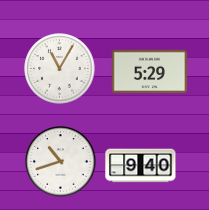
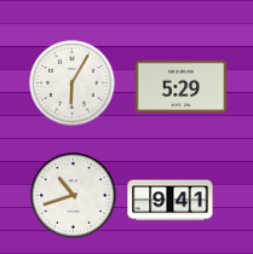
clock at (60, 69): 11:05 -> 6:05
clock at (141, 166): 9:40 -> 9:41
